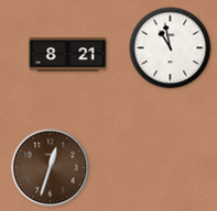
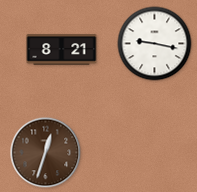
clock at (171, 48): 10:58 -> 9:17
